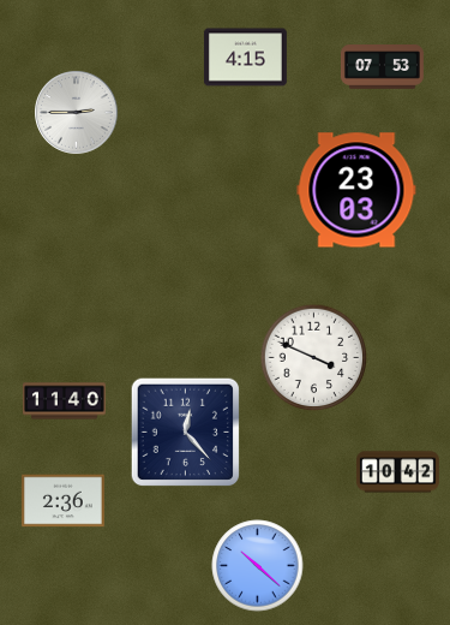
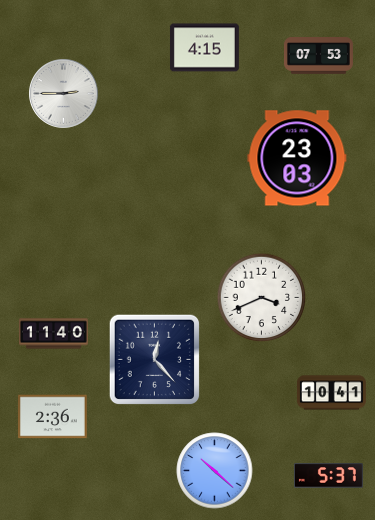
clock at (314, 358): 3:49 -> 3:41
clock at (397, 472): 10:42 -> 10:41
clock at (328, 476): none -> 5:37
